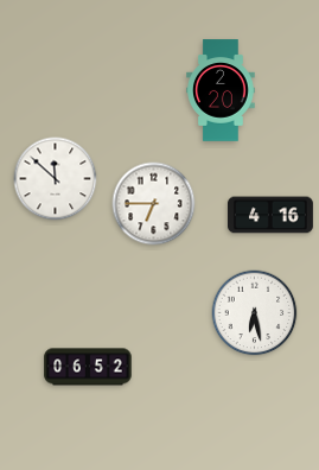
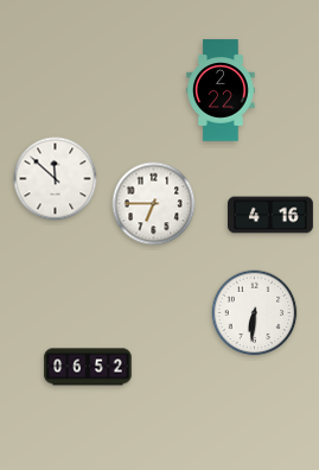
clock at (221, 90): 2:20 -> 2:22
clock at (255, 313): 6:28 -> 6:31
